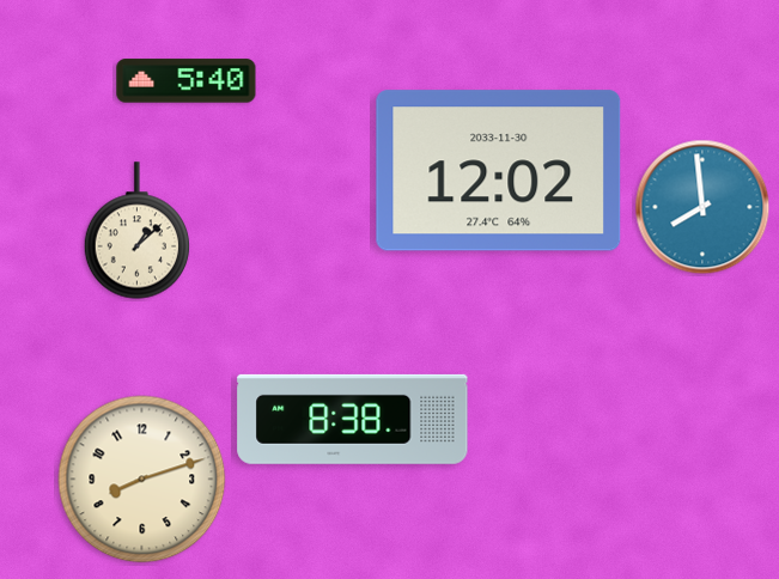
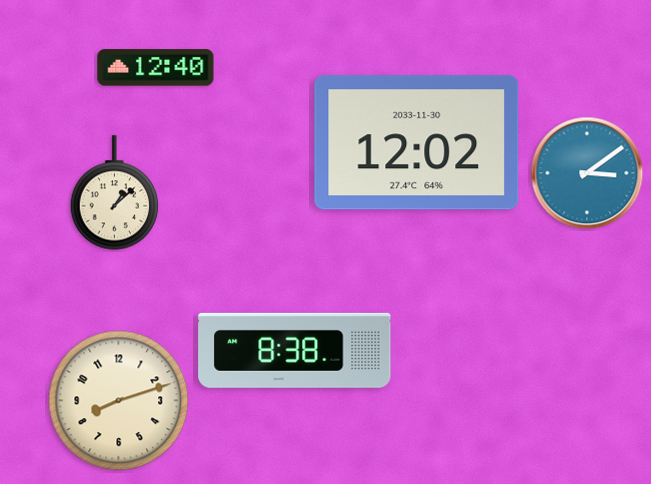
clock at (187, 81): 5:40 -> 12:40
clock at (702, 207): 7:59 -> 3:09
